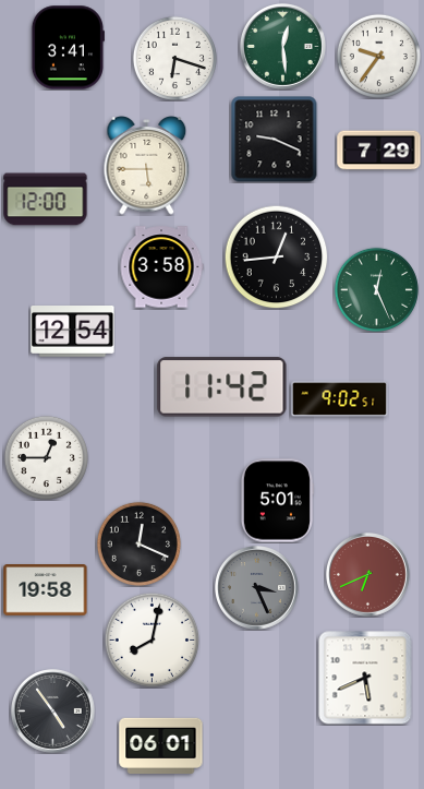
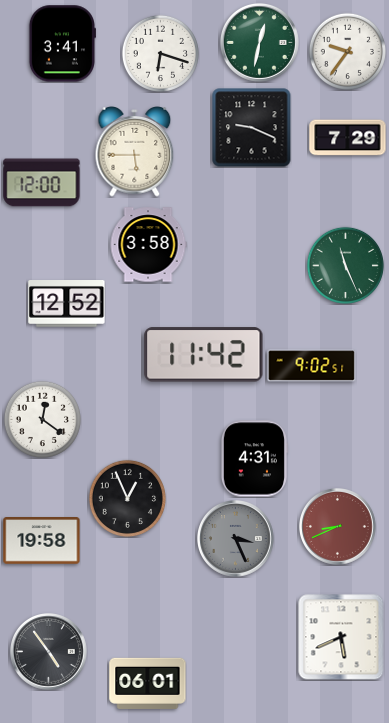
clock at (282, 46): 12:29 -> 12:32
clock at (276, 256): 12:44 -> none
clock at (376, 289): 12:26 -> 11:26
clock at (73, 332): 12:54 -> 12:52
clock at (46, 457): 12:45 -> 12:21
clock at (277, 501): 5:01 -> 4:31
clock at (138, 543): 12:19 -> 12:56
clock at (368, 575): 6:41 -> 8:41
clock at (152, 639): 8:02 -> none
clock at (365, 678) position: (365, 678) -> (341, 637)
